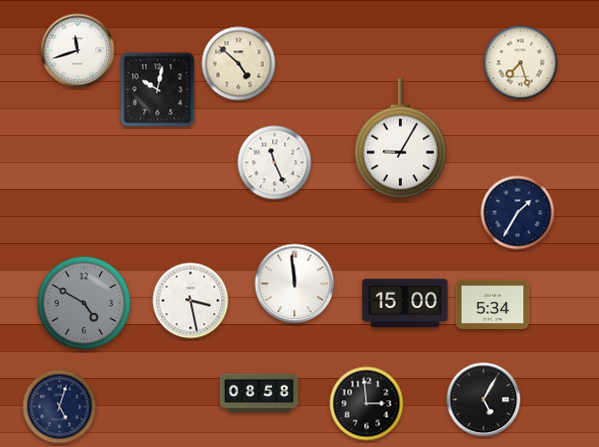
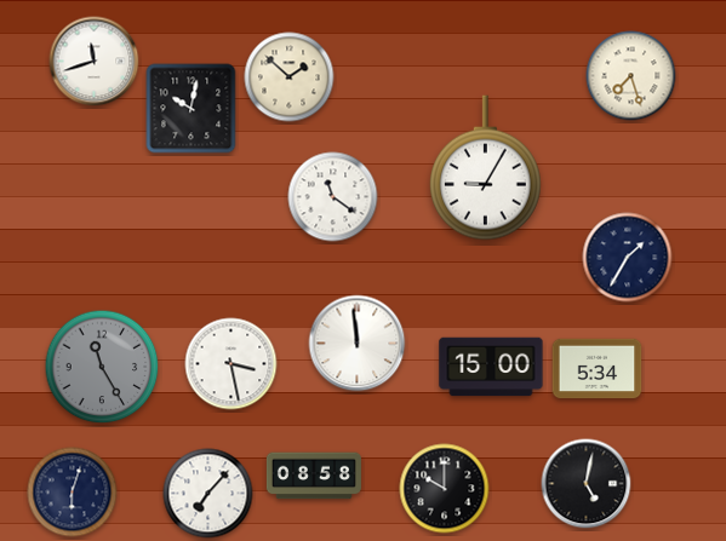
clock at (239, 64): 4:52 -> 1:52
clock at (275, 163): 11:26 -> 11:21
clock at (84, 303): 4:50 -> 11:25
clock at (484, 400): 5:05 -> 5:02
clock at (367, 404): 2:59 -> 10:00
clock at (60, 407): 5:03 -> 6:03
clock at (208, 494): none -> 7:07
